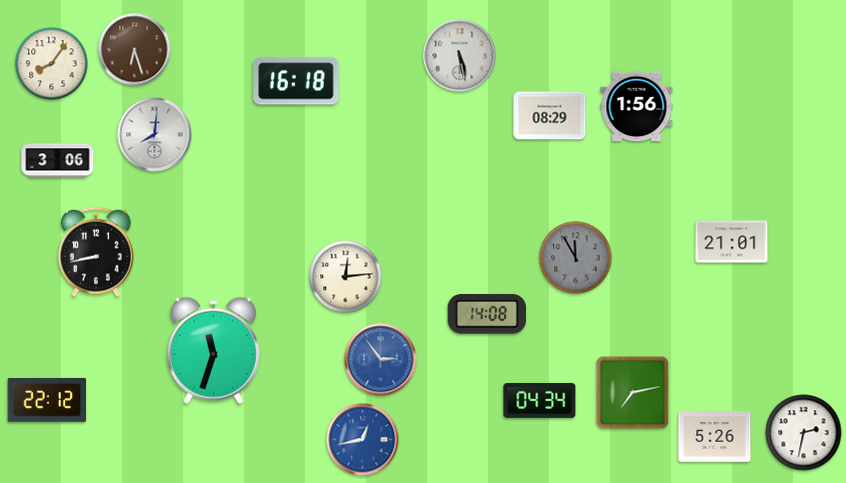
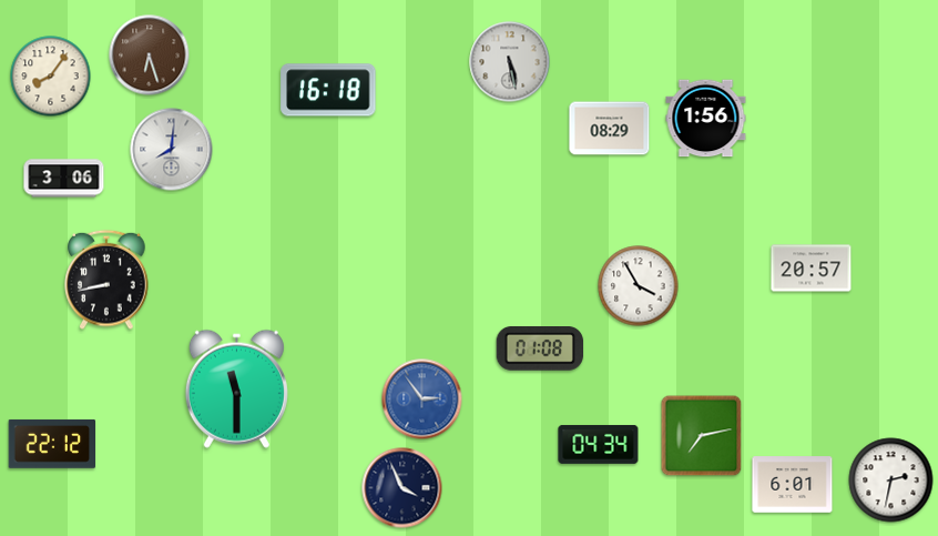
clock at (52, 64) position: (52, 64) -> (51, 77)
clock at (732, 242): 21:01 -> 20:57
clock at (576, 258): 11:55 -> 3:55
clock at (576, 258) dial: grey -> white
clock at (346, 277): 12:14 -> none
clock at (487, 315): 14:08 -> 01:08
clock at (213, 350): 11:33 -> 11:30
clock at (715, 437): 5:26 -> 6:01
clock at (363, 440): 12:43 -> 3:56
clock at (363, 440) dial: blue -> navy
